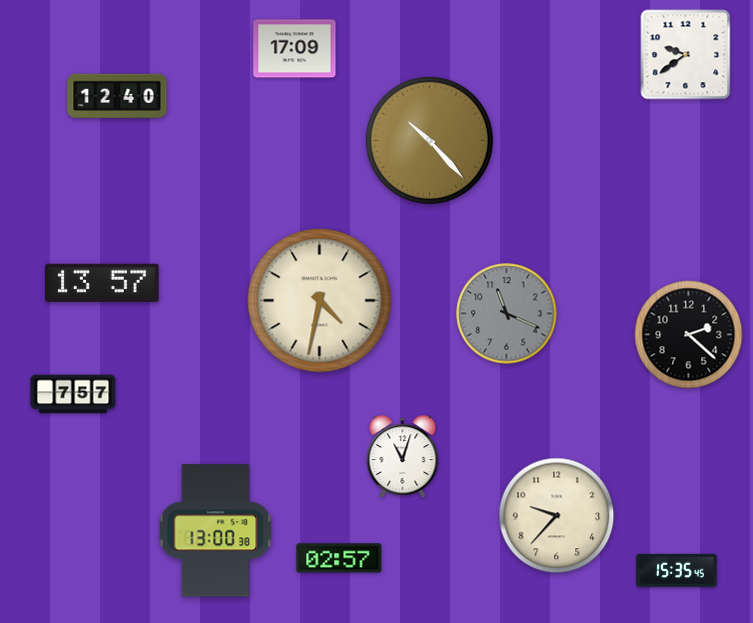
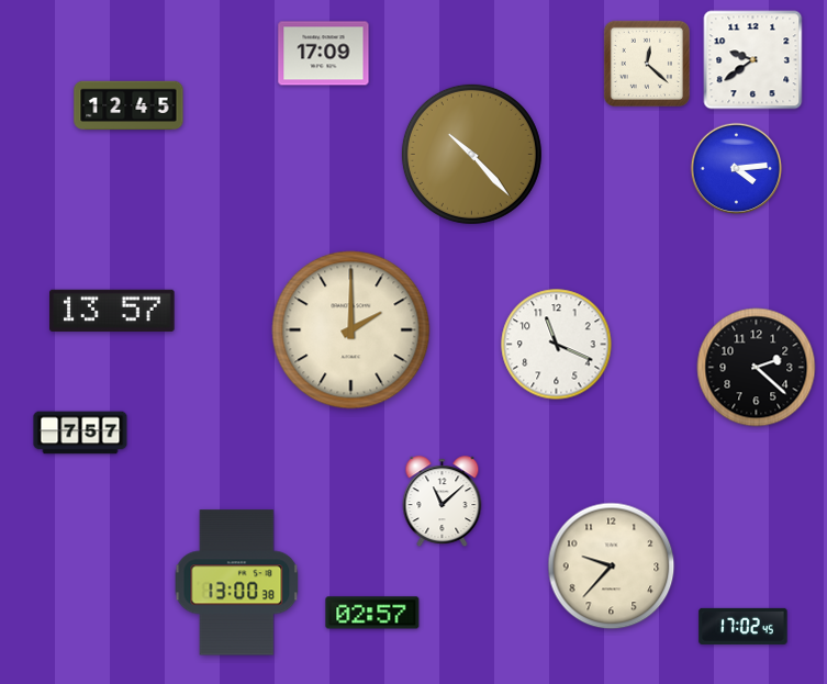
clock at (647, 64): none -> 12:22
clock at (117, 96): 12:40 -> 12:45
clock at (737, 169): none -> 4:14
clock at (320, 301): 4:32 -> 2:00
clock at (507, 314) dial: grey -> white
clock at (403, 457): 11:03 -> 11:08
clock at (677, 570): 15:35 -> 17:02
